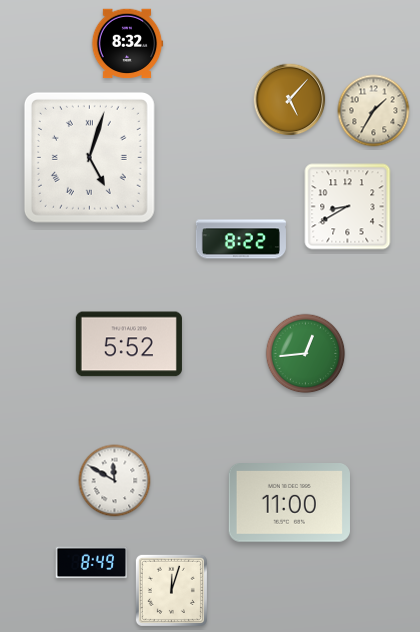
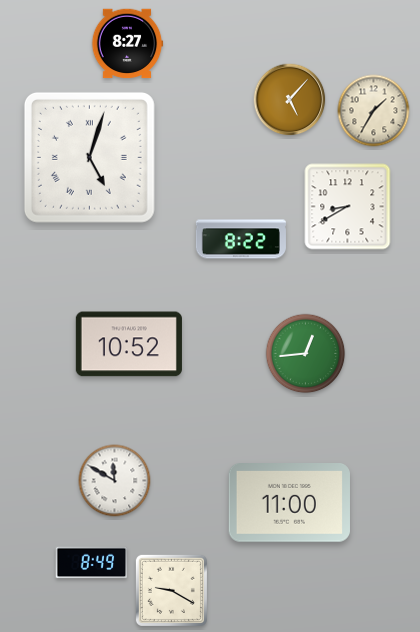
clock at (127, 44): 8:32 -> 8:27
clock at (129, 344): 5:52 -> 10:52
clock at (171, 590): 12:03 -> 9:20
